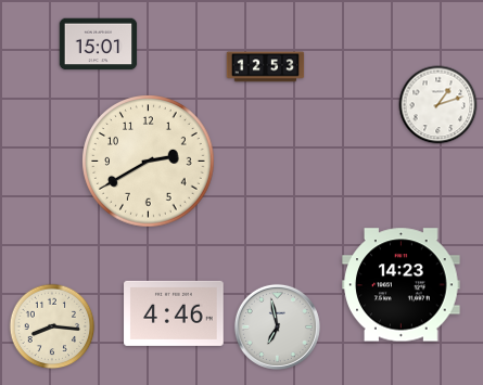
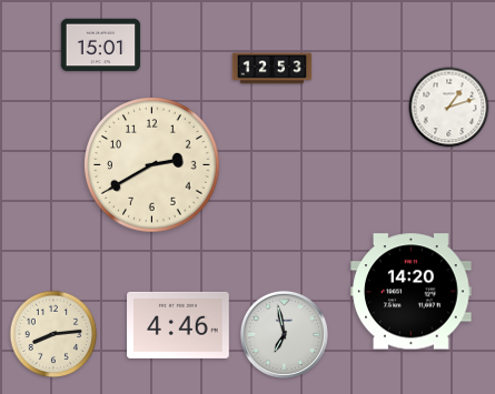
clock at (402, 285): 14:23 -> 14:20
clock at (174, 313) position: (174, 313) -> (178, 325)
clock at (52, 326): 8:16 -> 8:14
